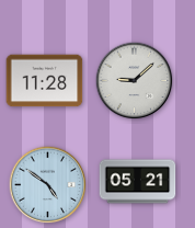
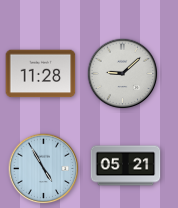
clock at (48, 185): 4:51 -> 4:55
